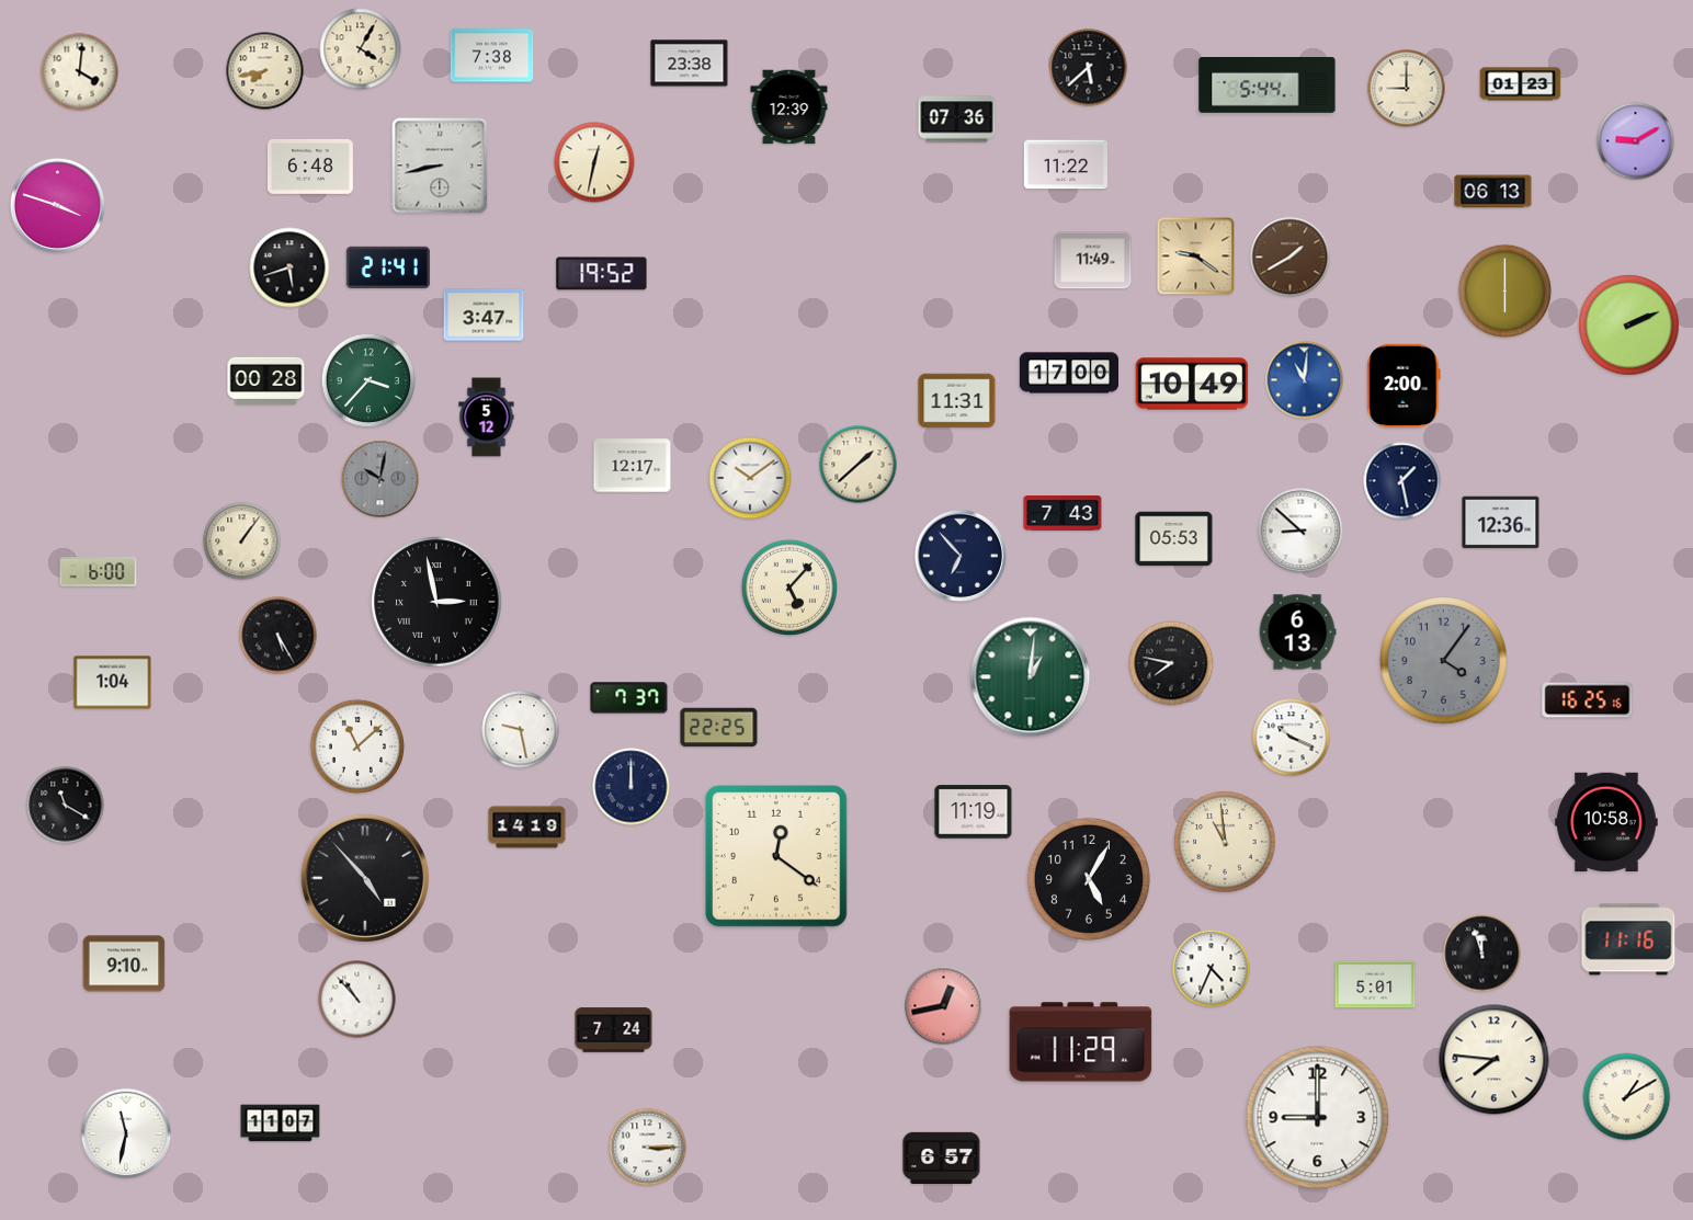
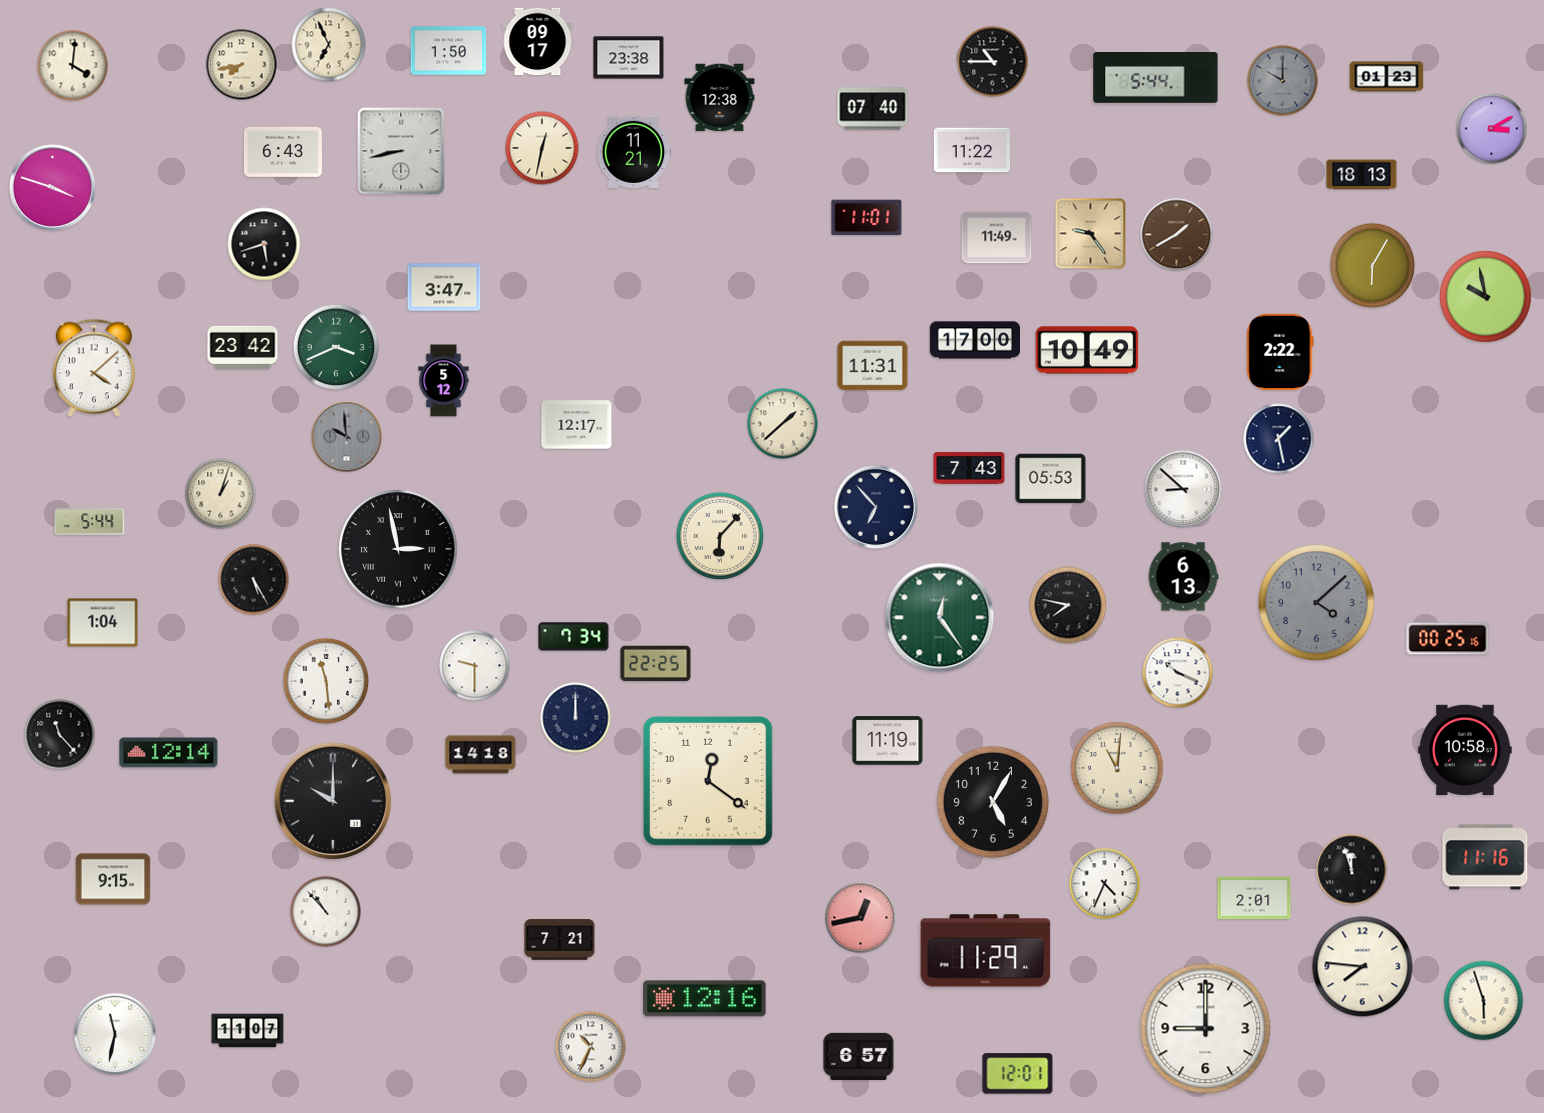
clock at (538, 42): none -> 09:17
clock at (361, 49): 4:05 -> 6:56
clock at (492, 56): 7:38 -> 1:50
clock at (1089, 68): 5:38 -> 10:45
clock at (1407, 89): 9:00 -> 10:00
clock at (1407, 89) dial: cream -> grey
clock at (789, 107): 12:39 -> 12:38
clock at (957, 119): 07:36 -> 07:40
clock at (1636, 141): 9:10 -> 3:10
clock at (310, 167): 6:48 -> 6:43
clock at (634, 152): none -> 11:21
clock at (1493, 192): 06:13 -> 18:13
clock at (867, 218): none -> 11:01
clock at (1196, 256): 9:21 -> 9:24
clock at (388, 266): 21:41 -> none
clock at (602, 274): 19:52 -> none
clock at (1505, 292): 6:00 -> 6:05
clock at (484, 315) position: (484, 315) -> (444, 287)
clock at (1629, 326): 2:11 -> 9:58
clock at (367, 379): 3:37 -> 3:41
clock at (266, 380): 00:28 -> 23:42
clock at (1305, 380): 11:01 -> none
clock at (1404, 386): 2:00 -> 2:22
clock at (94, 368): none -> 4:08
clock at (750, 478): 10:09 -> none
clock at (380, 479): 10:02 -> 9:59
clock at (1501, 523): 12:36 -> none
clock at (1300, 531) position: (1300, 531) -> (1183, 489)
clock at (1174, 539) position: (1174, 539) -> (1051, 479)
clock at (242, 541): 1:06 -> 1:03
clock at (99, 572): 6:00 -> 5:44
clock at (789, 588): 5:07 -> 6:07
clock at (1444, 661): 4:06 -> 4:08
clock at (1031, 677): 1:01 -> 12:24
clock at (629, 698): 7:37 -> 7:34
clock at (1588, 700): 16:25 -> 00:25
clock at (521, 730): 9:28 -> 9:30
clock at (356, 745): 11:08 -> 11:29
clock at (66, 806): 11:20 -> 11:23
clock at (169, 753): none -> 12:14
clock at (527, 828): 14:19 -> 14:18
clock at (1225, 842): 10:59 -> 11:01
clock at (364, 878): 4:53 -> 10:00
clock at (124, 964): 9:10 -> 9:15
clock at (1375, 984): 5:01 -> 2:01
clock at (614, 1030): 7:24 -> 7:21
clock at (705, 999): none -> 12:16
clock at (1627, 1097): 1:10 -> 5:57
clock at (1318, 1118) position: (1318, 1118) -> (1206, 1029)
clock at (281, 1124) position: (281, 1124) -> (248, 1031)
clock at (648, 1148): 3:15 -> 10:34
clock at (1018, 1074): none -> 12:01
